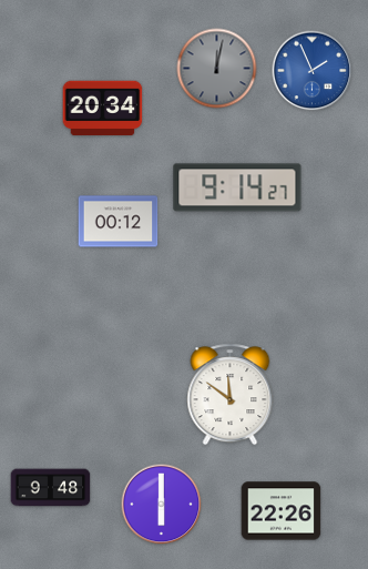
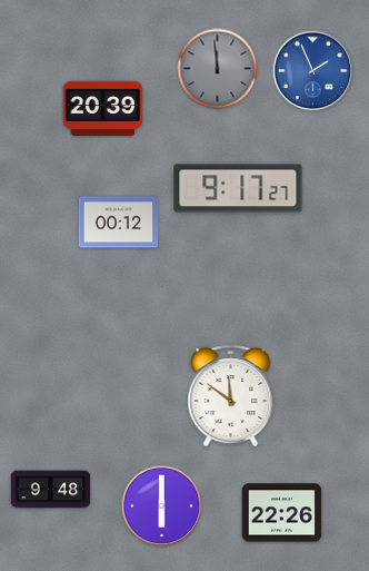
clock at (217, 69): 12:02 -> 11:59
clock at (103, 109): 20:34 -> 20:39
clock at (237, 187): 9:14 -> 9:17
